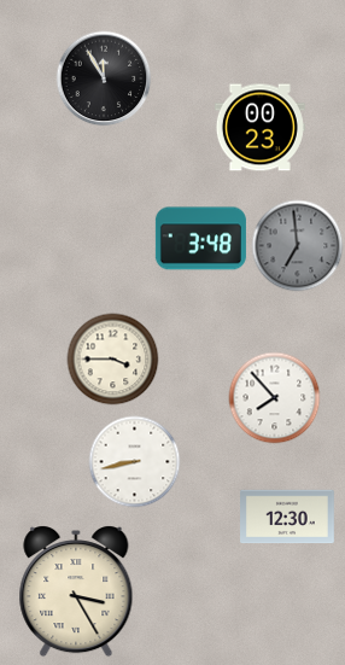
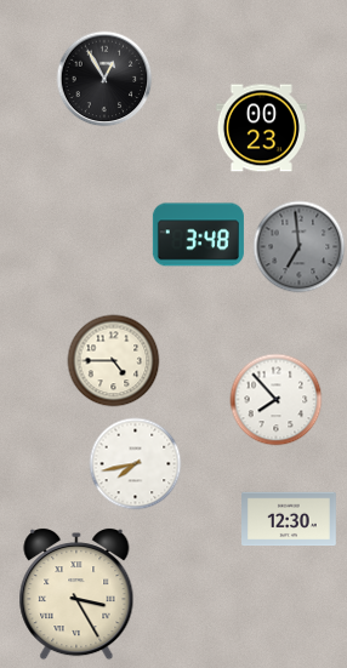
clock at (104, 78): 11:55 -> 12:55
clock at (200, 239) position: (200, 239) -> (198, 235)
clock at (113, 360): 3:45 -> 4:45
clock at (135, 462): 8:43 -> 7:43
